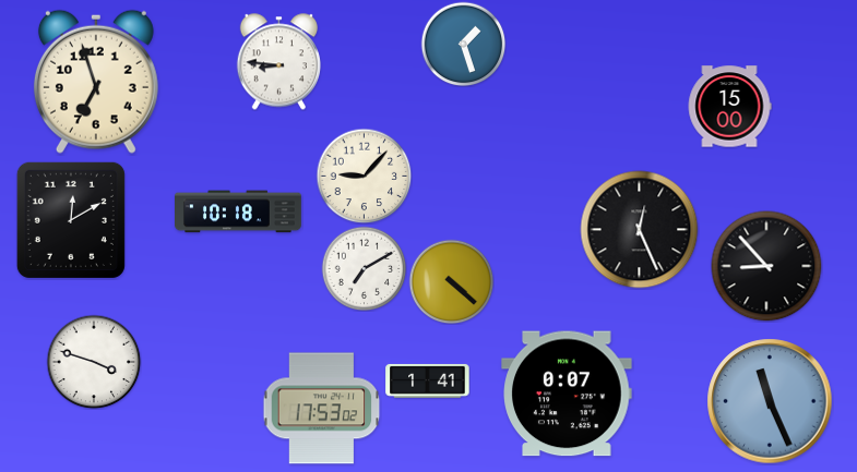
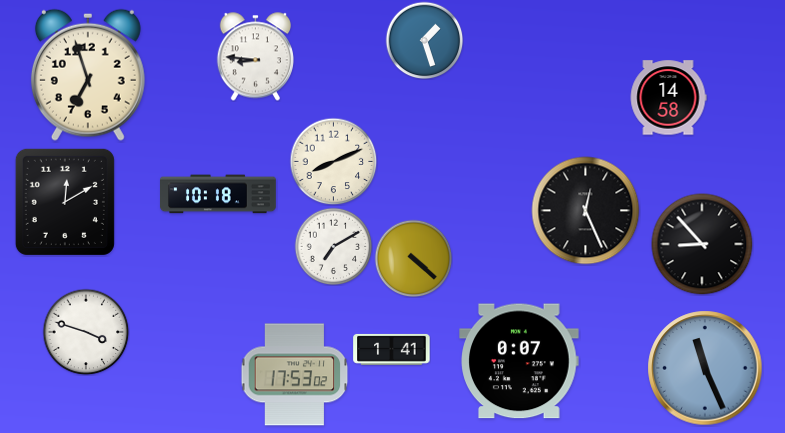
clock at (729, 107): 15:00 -> 14:58
clock at (364, 176): 9:07 -> 8:11
